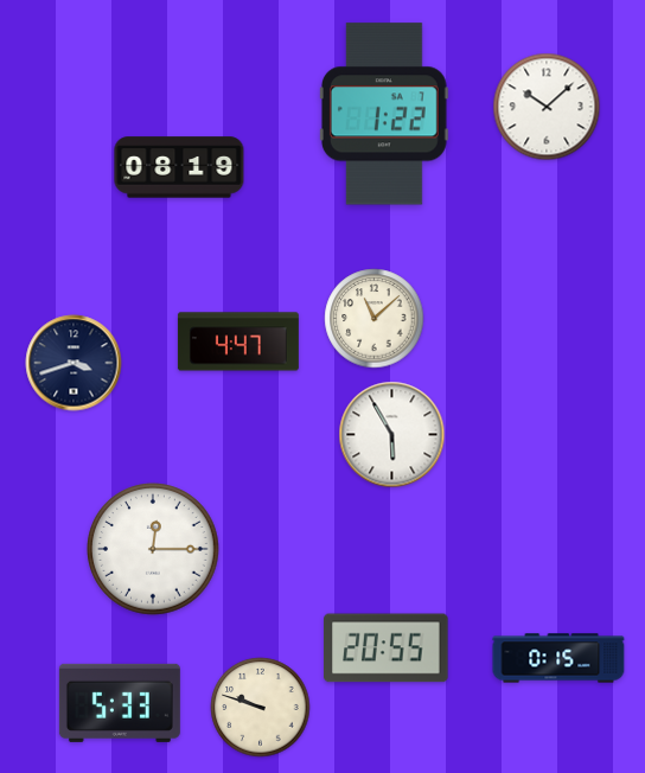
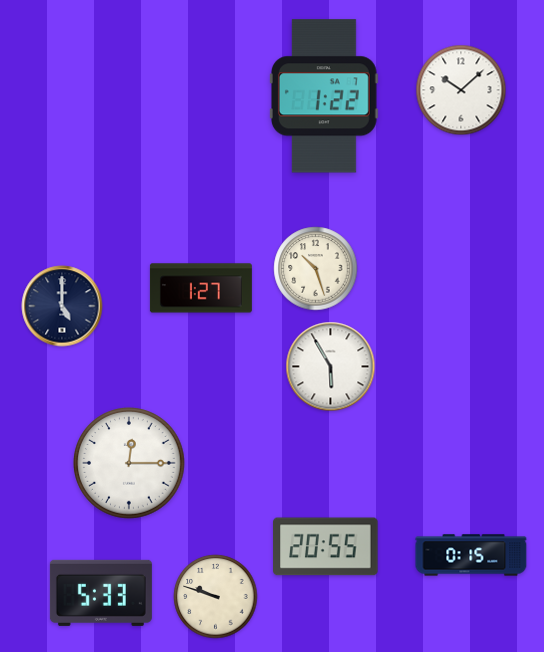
clock at (179, 167): 08:19 -> none
clock at (375, 319): 11:08 -> 10:27
clock at (238, 341): 4:47 -> 1:27
clock at (74, 363): 3:42 -> 5:00
clock at (261, 708) position: (261, 708) -> (216, 597)
